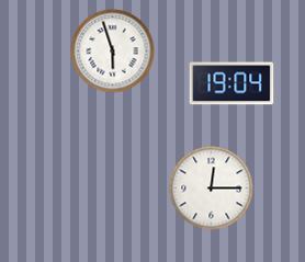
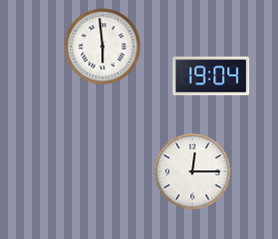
clock at (113, 52): 5:57 -> 5:59
